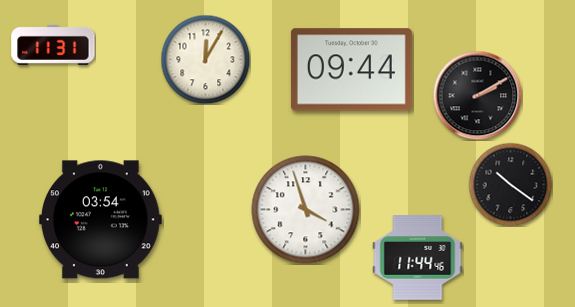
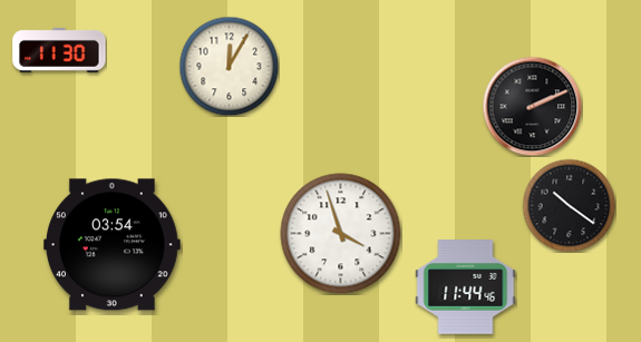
clock at (53, 45): 11:31 -> 11:30
clock at (351, 70): 09:44 -> none
clock at (477, 95): 2:10 -> 2:11
